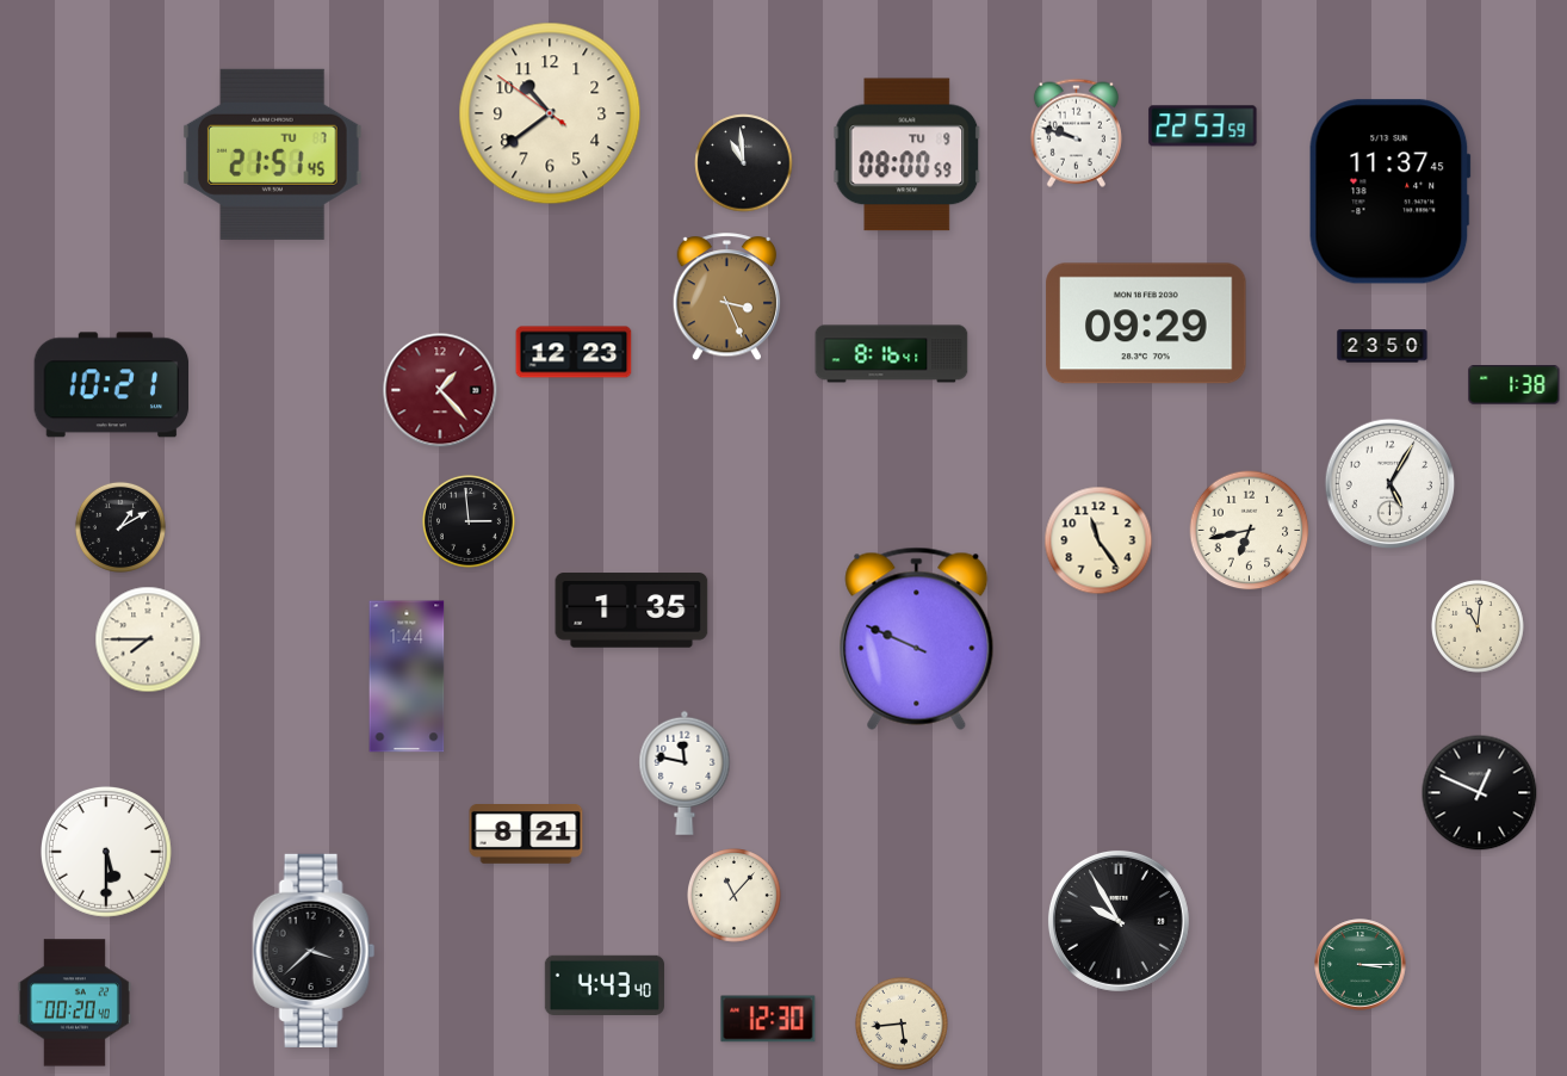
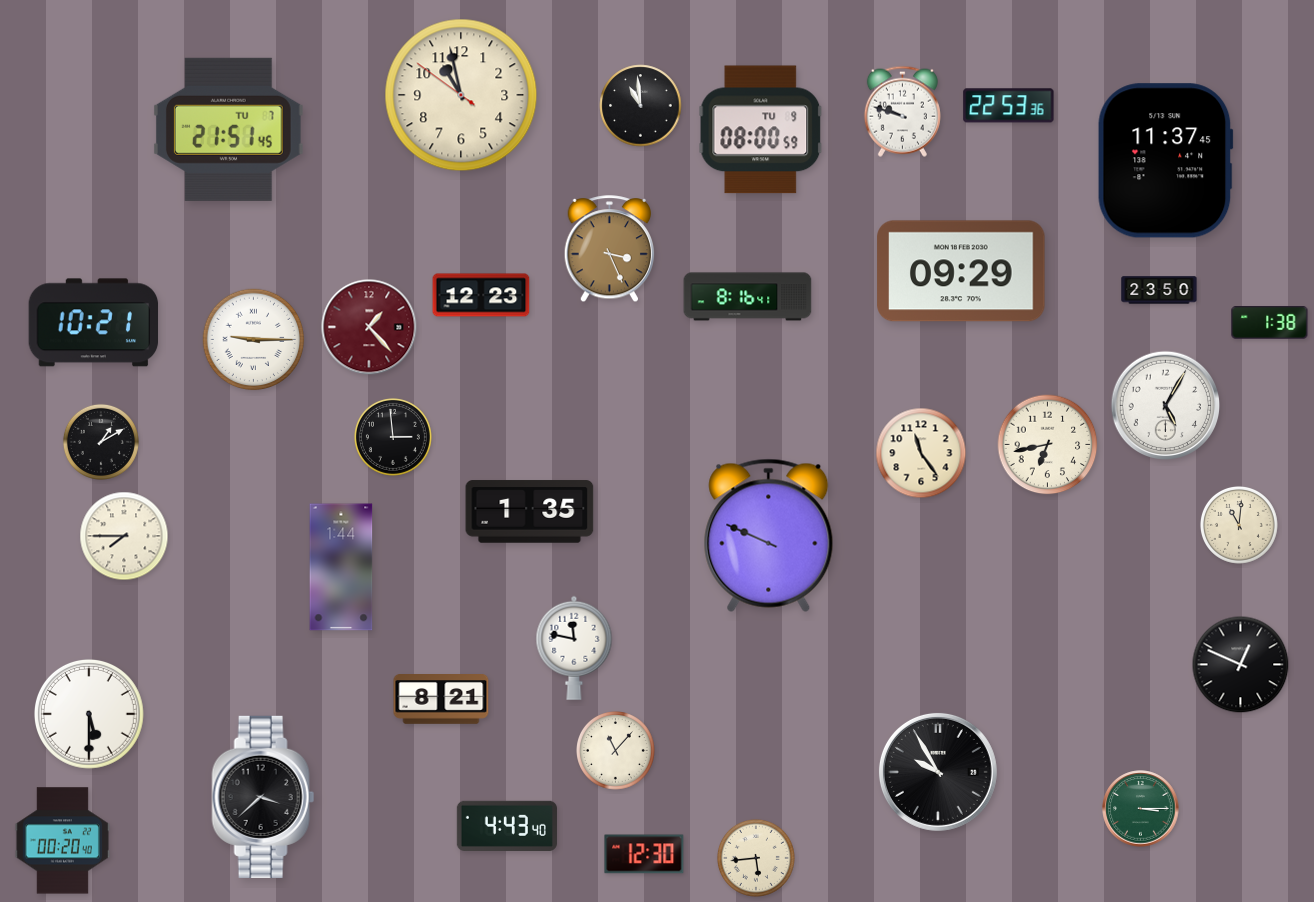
clock at (550, 113): 10:38 -> 10:57
clock at (1203, 126): 22:53:59 -> 22:53:36
clock at (744, 163) position: (744, 163) -> (641, 106)
clock at (254, 340): none -> 9:15
